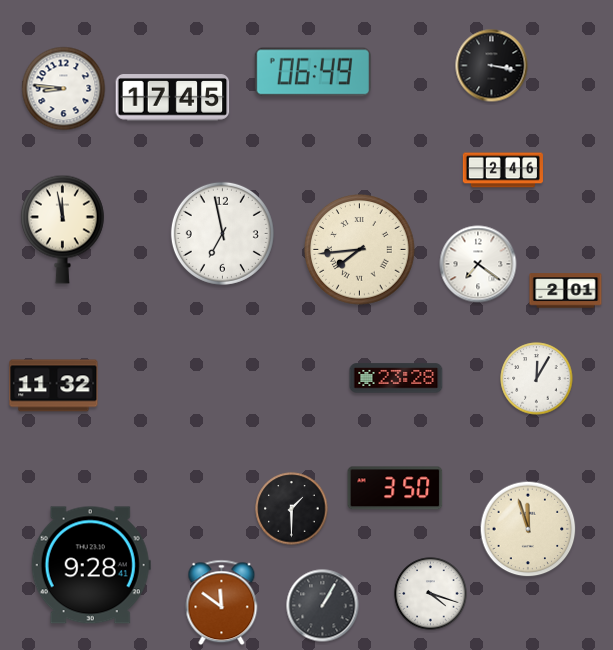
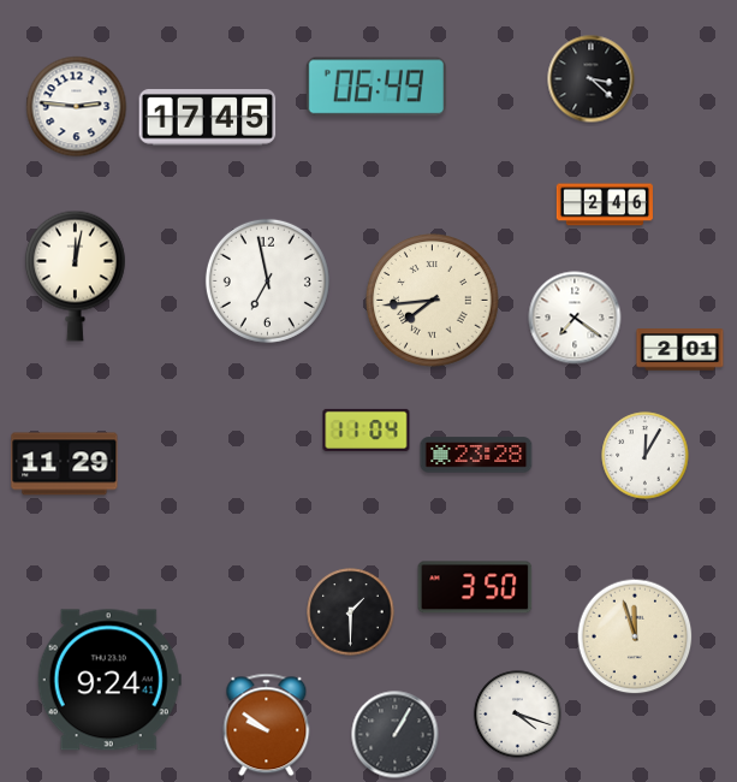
clock at (492, 66): 3:17 -> 3:22
clock at (64, 89): 8:46 -> 2:46
clock at (62, 229): 11:58 -> 12:02
clock at (367, 429): none -> 11:04
clock at (54, 386): 11:32 -> 11:29
clock at (91, 565): 9:28 -> 9:24
clock at (222, 603): 11:51 -> 9:51
clock at (323, 606) position: (323, 606) -> (396, 735)
